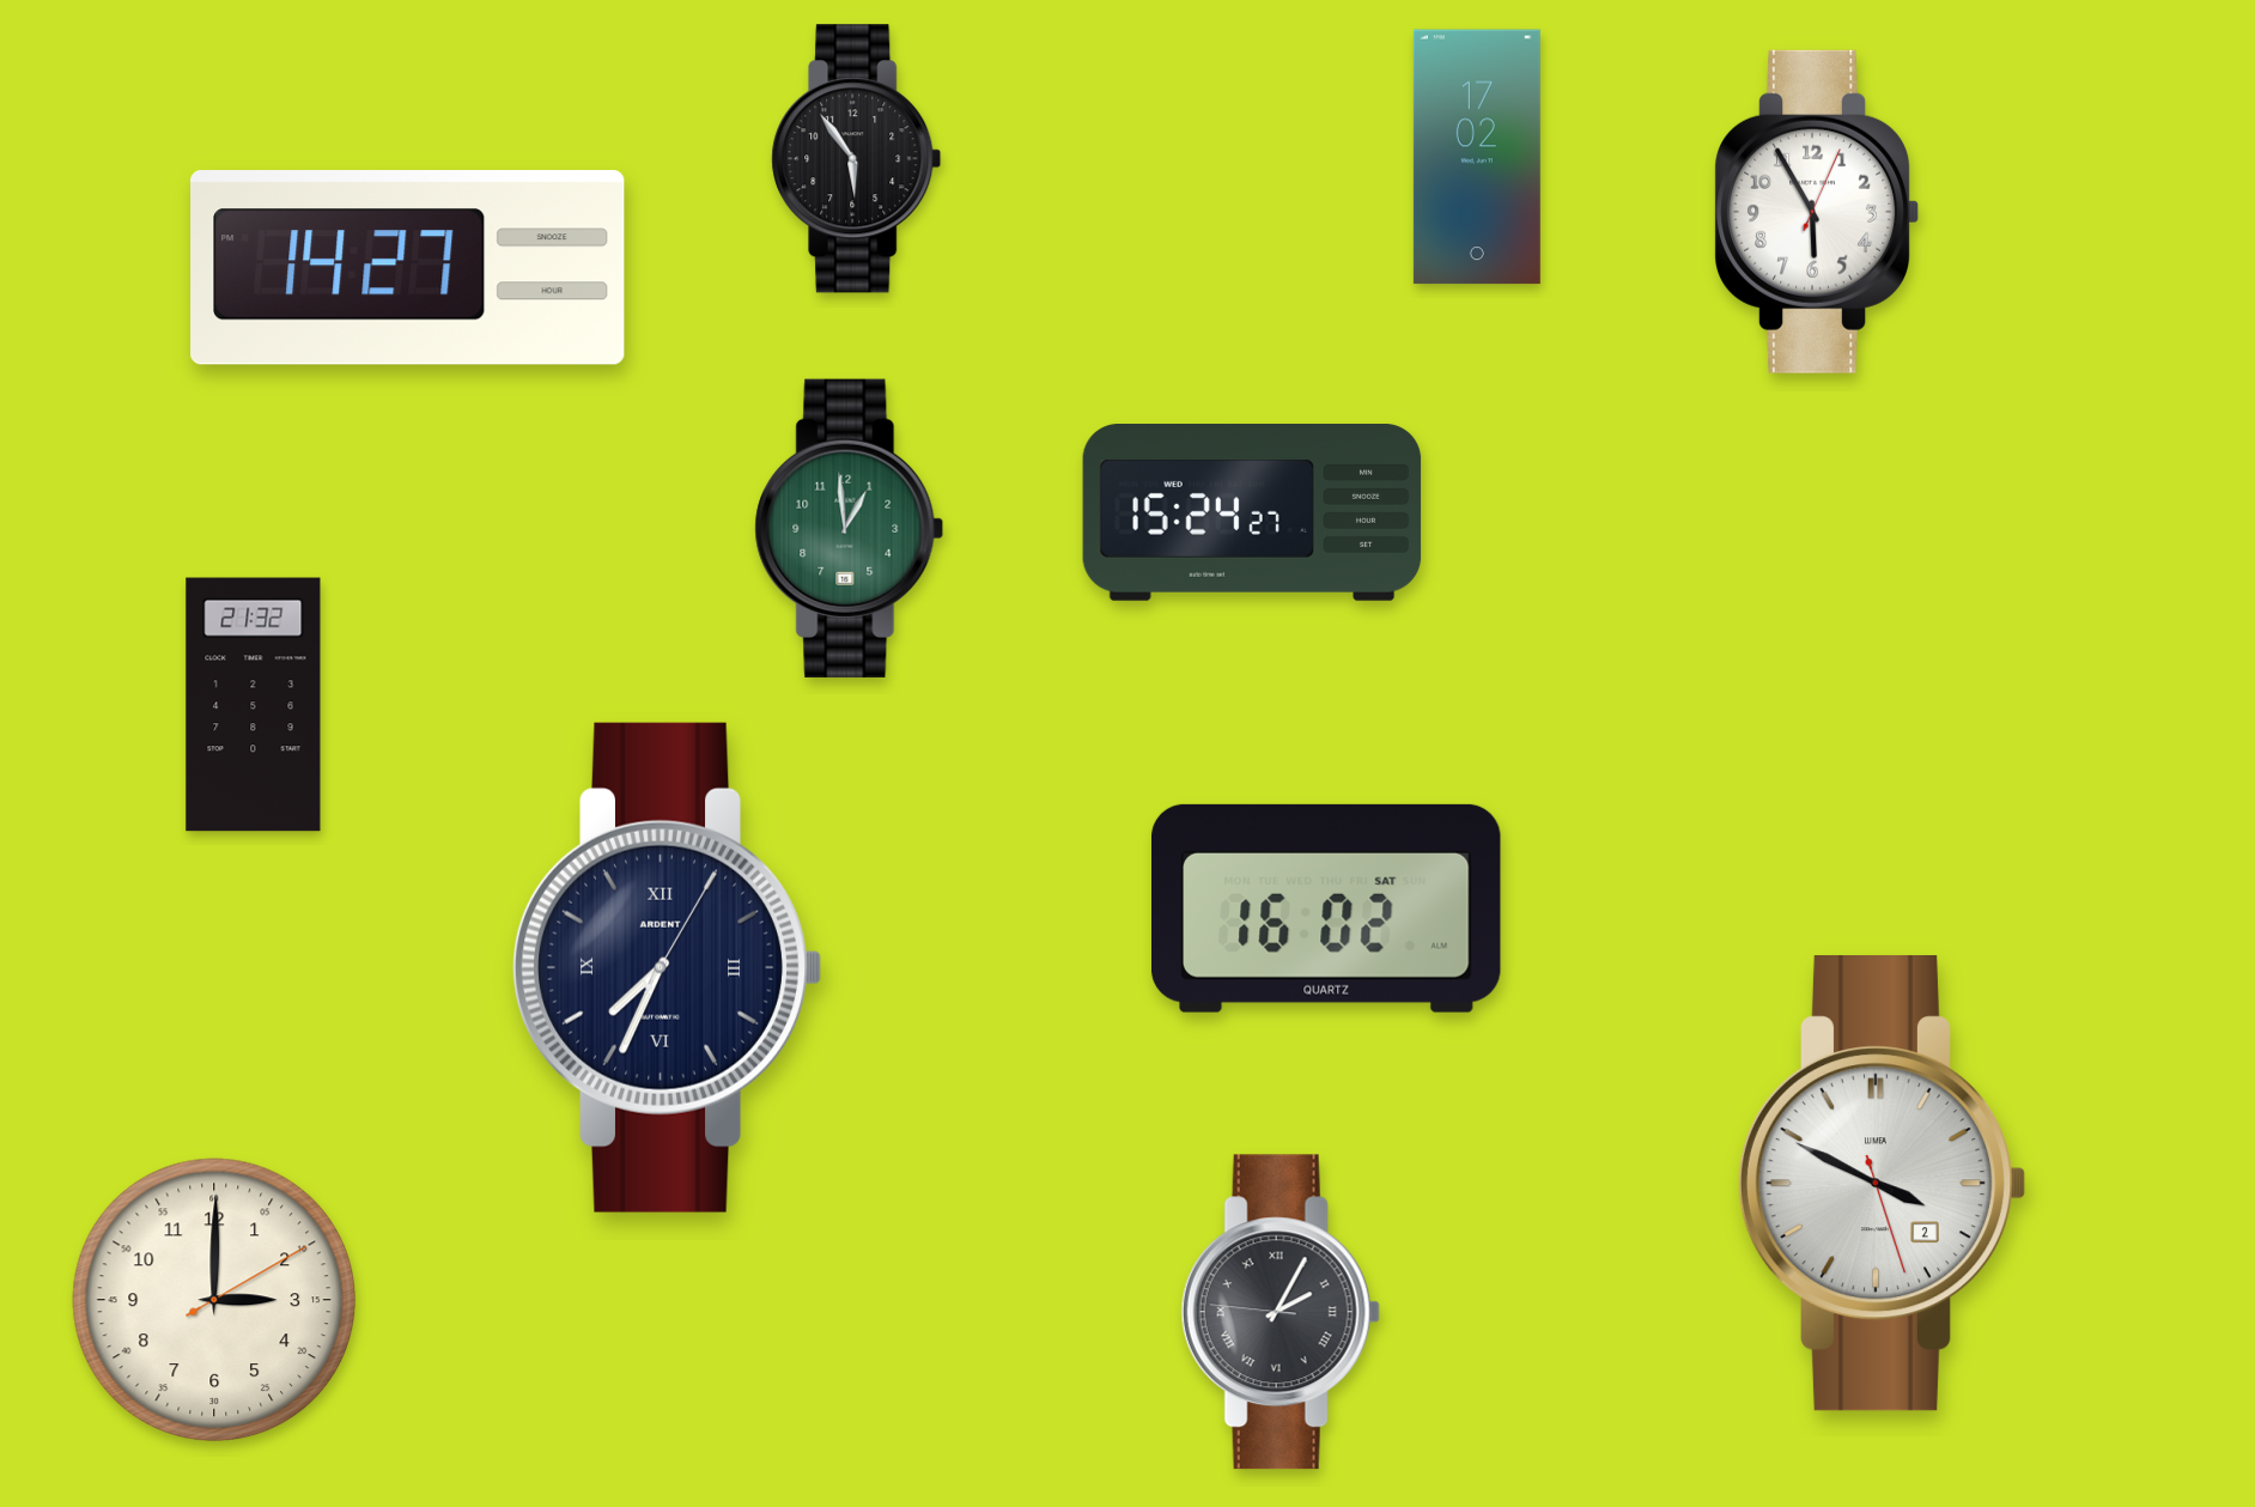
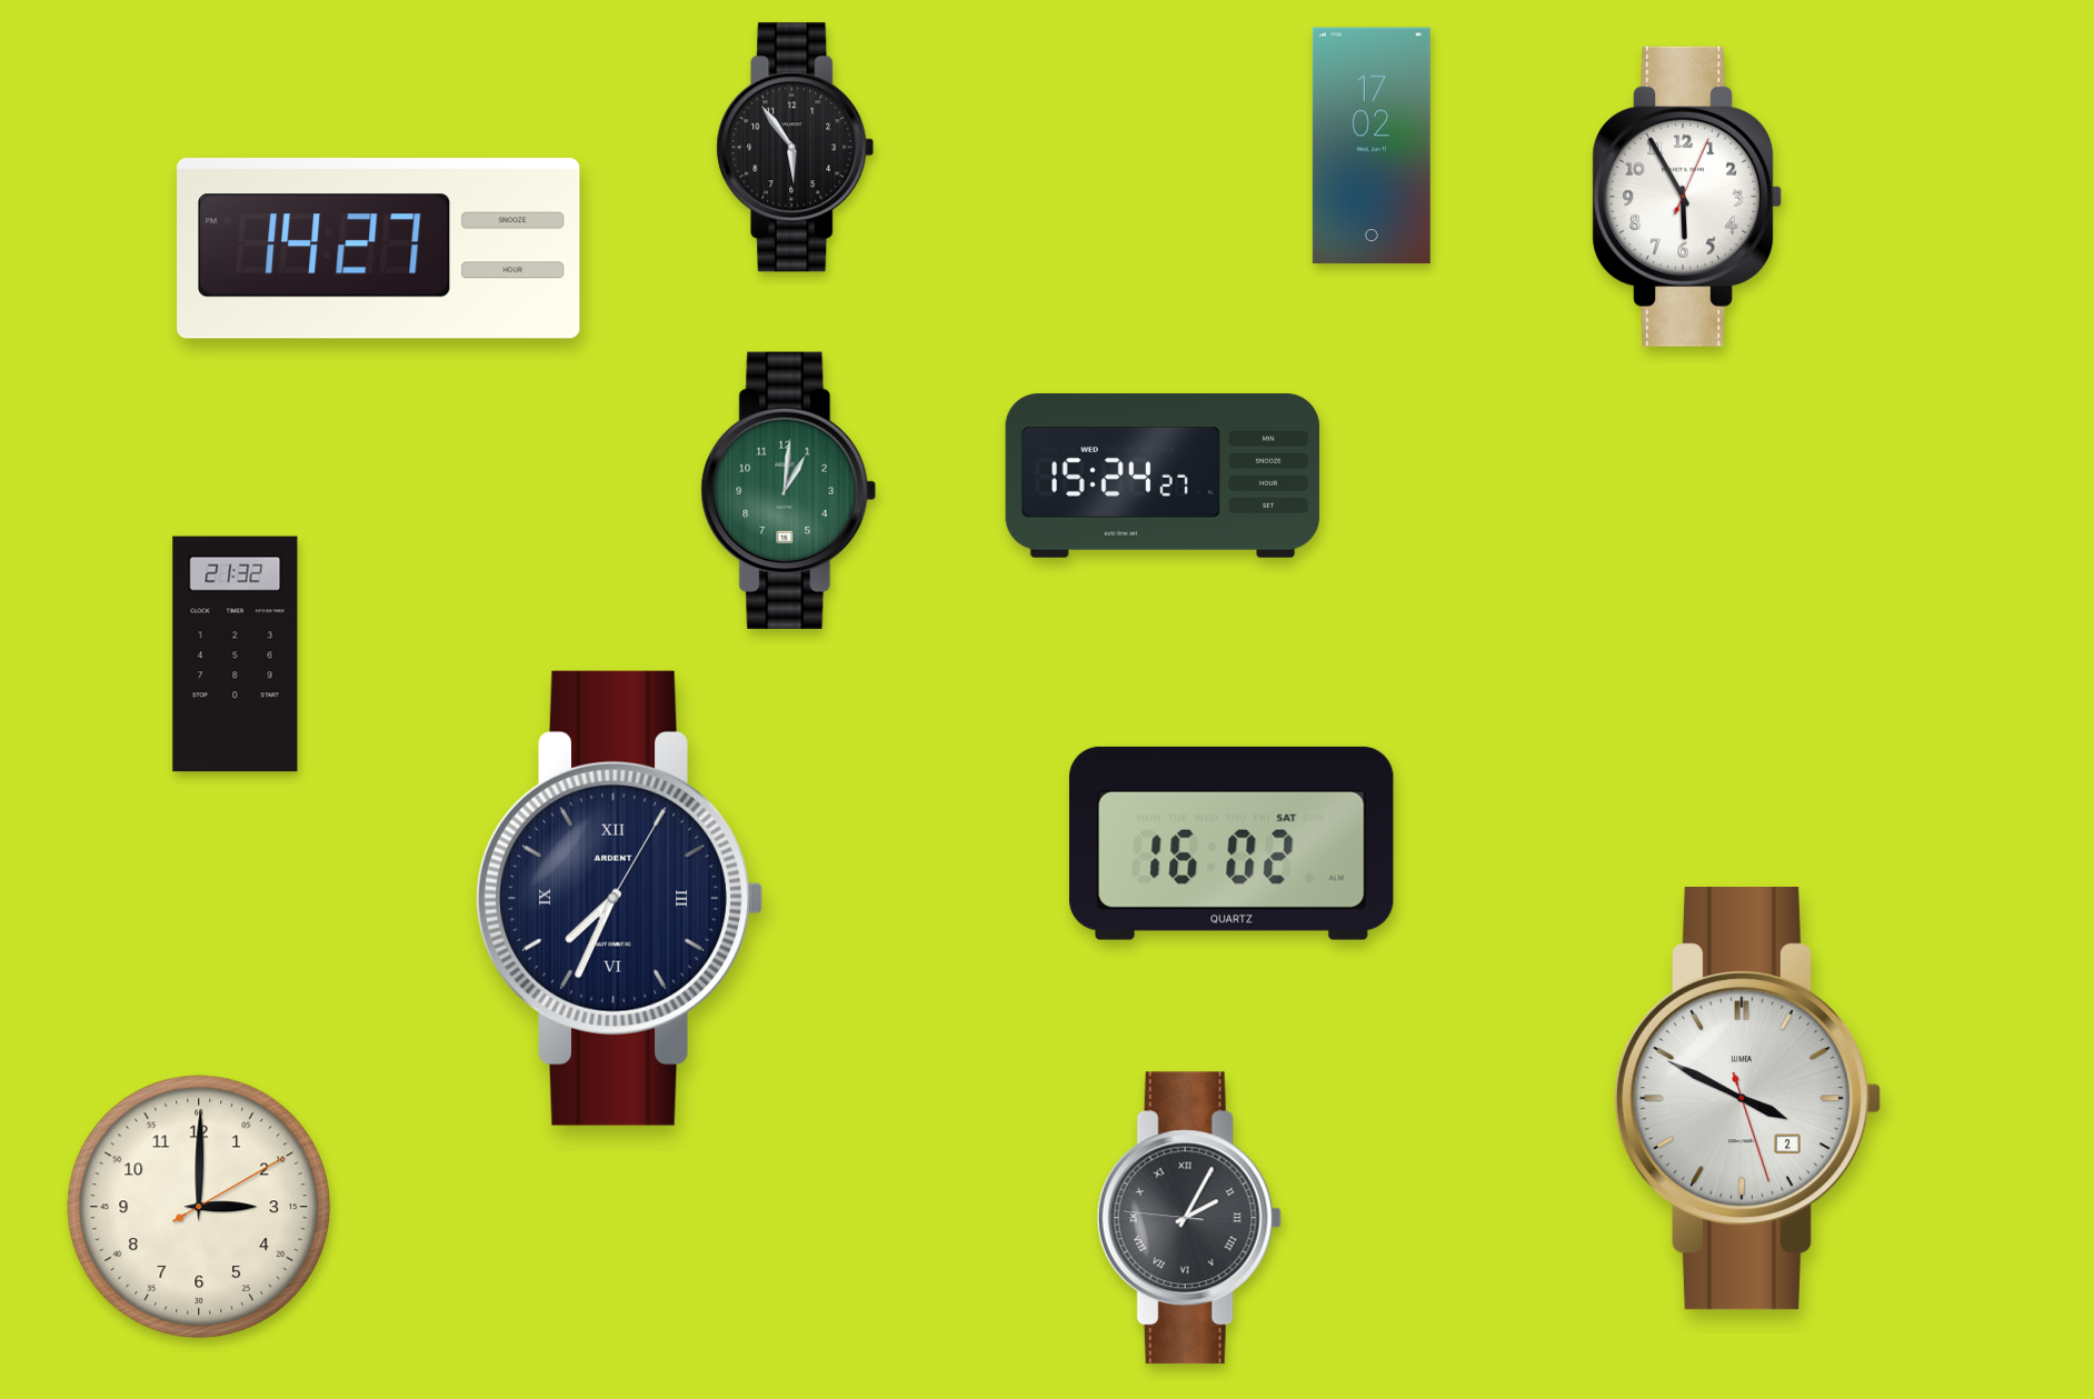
clock at (850, 528): 12:59 -> 1:01
